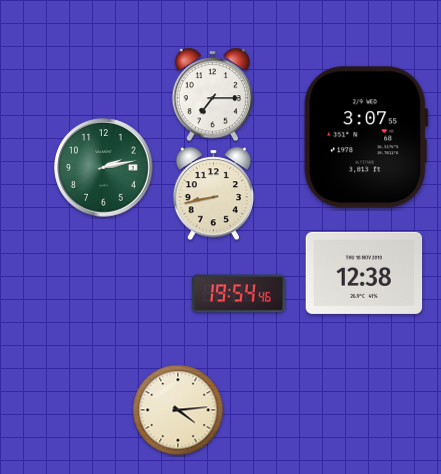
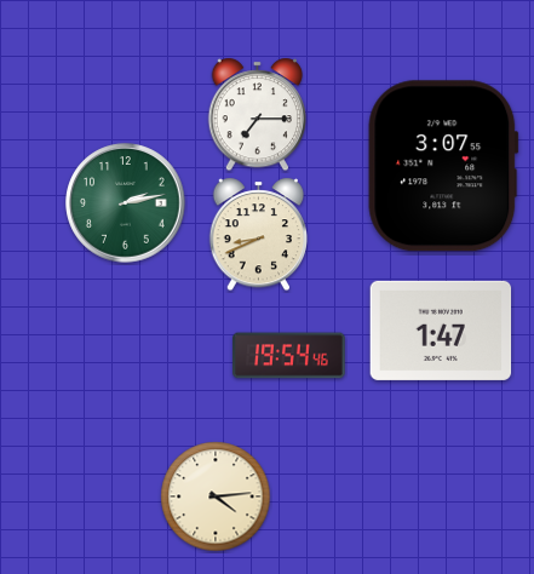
clock at (213, 194): 8:43 -> 8:41
clock at (364, 273): 12:38 -> 1:47
